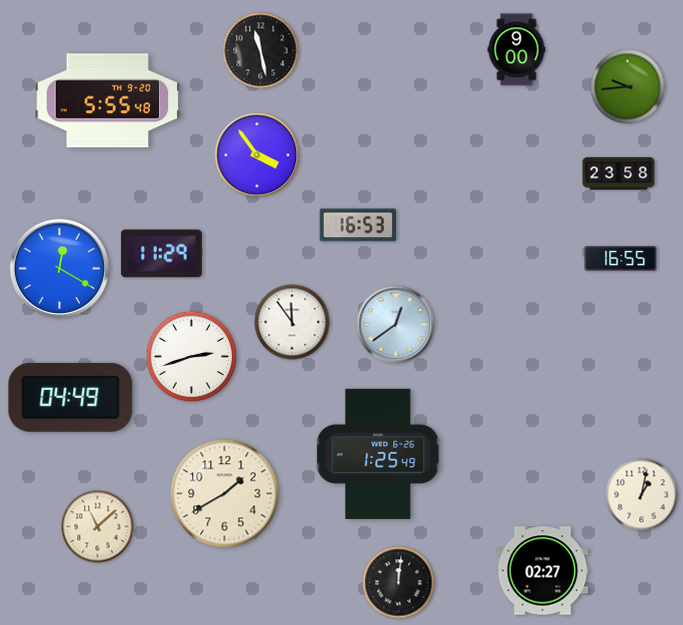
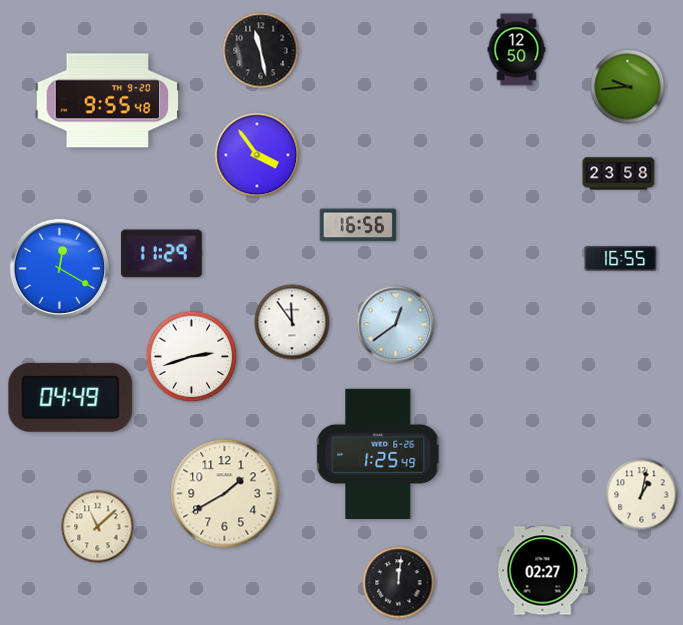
clock at (517, 50): 9:00 -> 12:50
clock at (108, 101): 5:55 -> 9:55
clock at (358, 225): 16:53 -> 16:56
